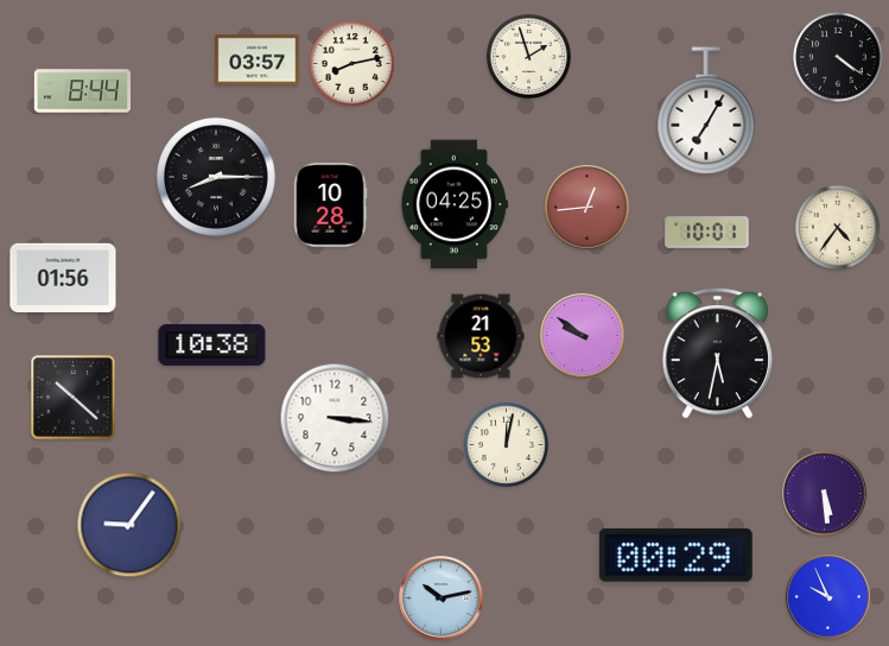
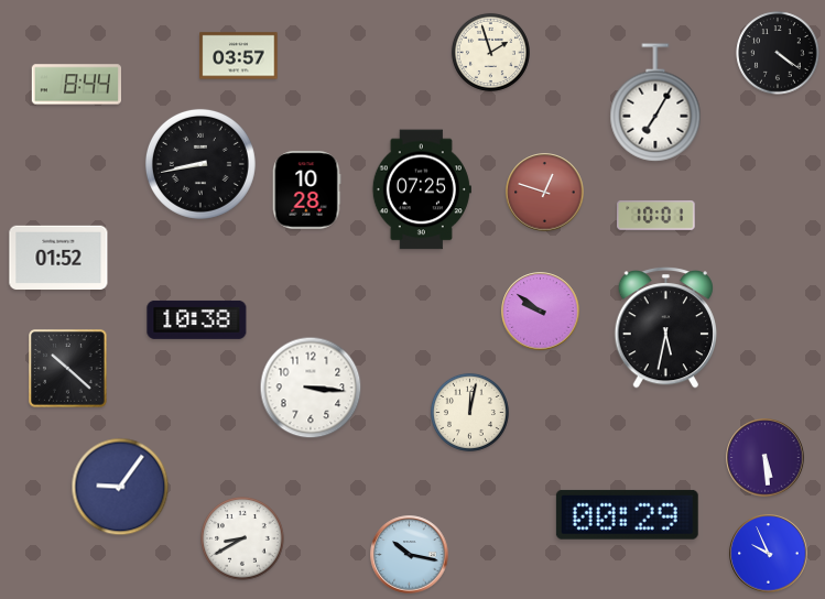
clock at (351, 63): 8:13 -> none
clock at (216, 177): 8:15 -> 8:43
clock at (455, 204): 04:25 -> 07:25
clock at (588, 208): 12:44 -> 12:48
clock at (837, 227): 4:36 -> none
clock at (63, 277): 01:56 -> 01:52
clock at (481, 336): 21:53 -> none
clock at (242, 538): none -> 8:40
clock at (442, 598): 10:13 -> 10:17
